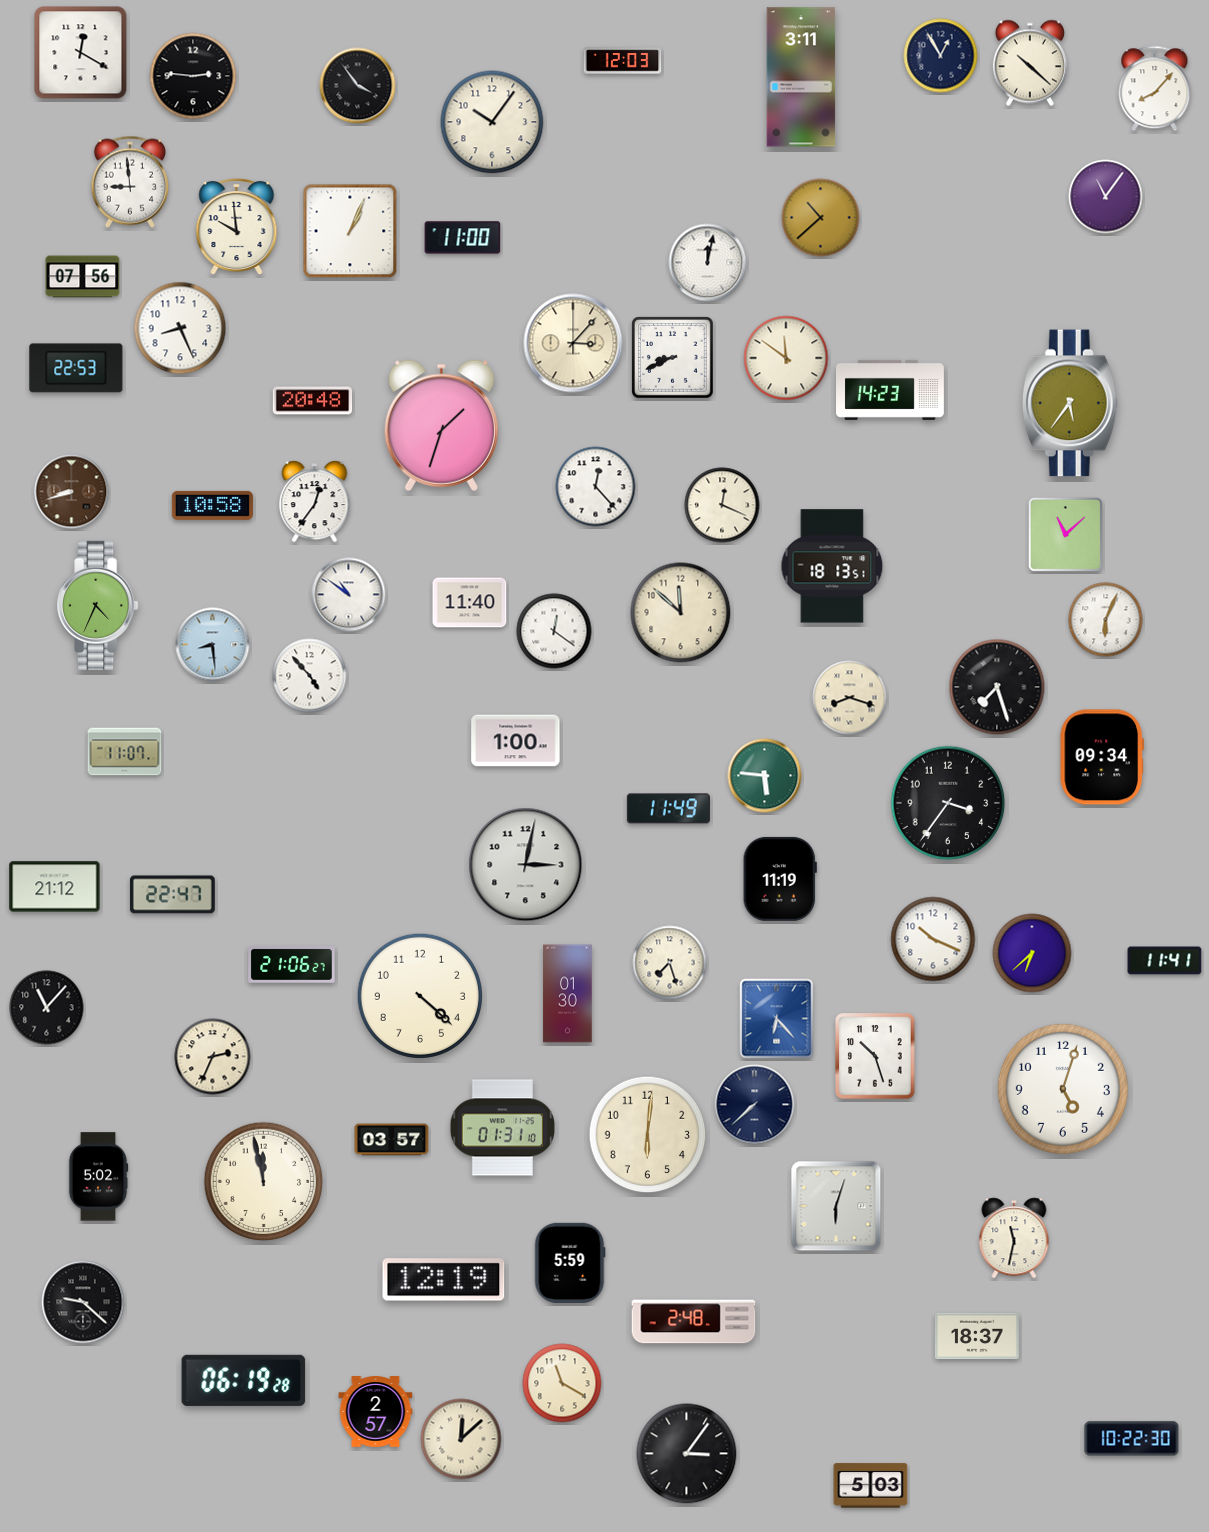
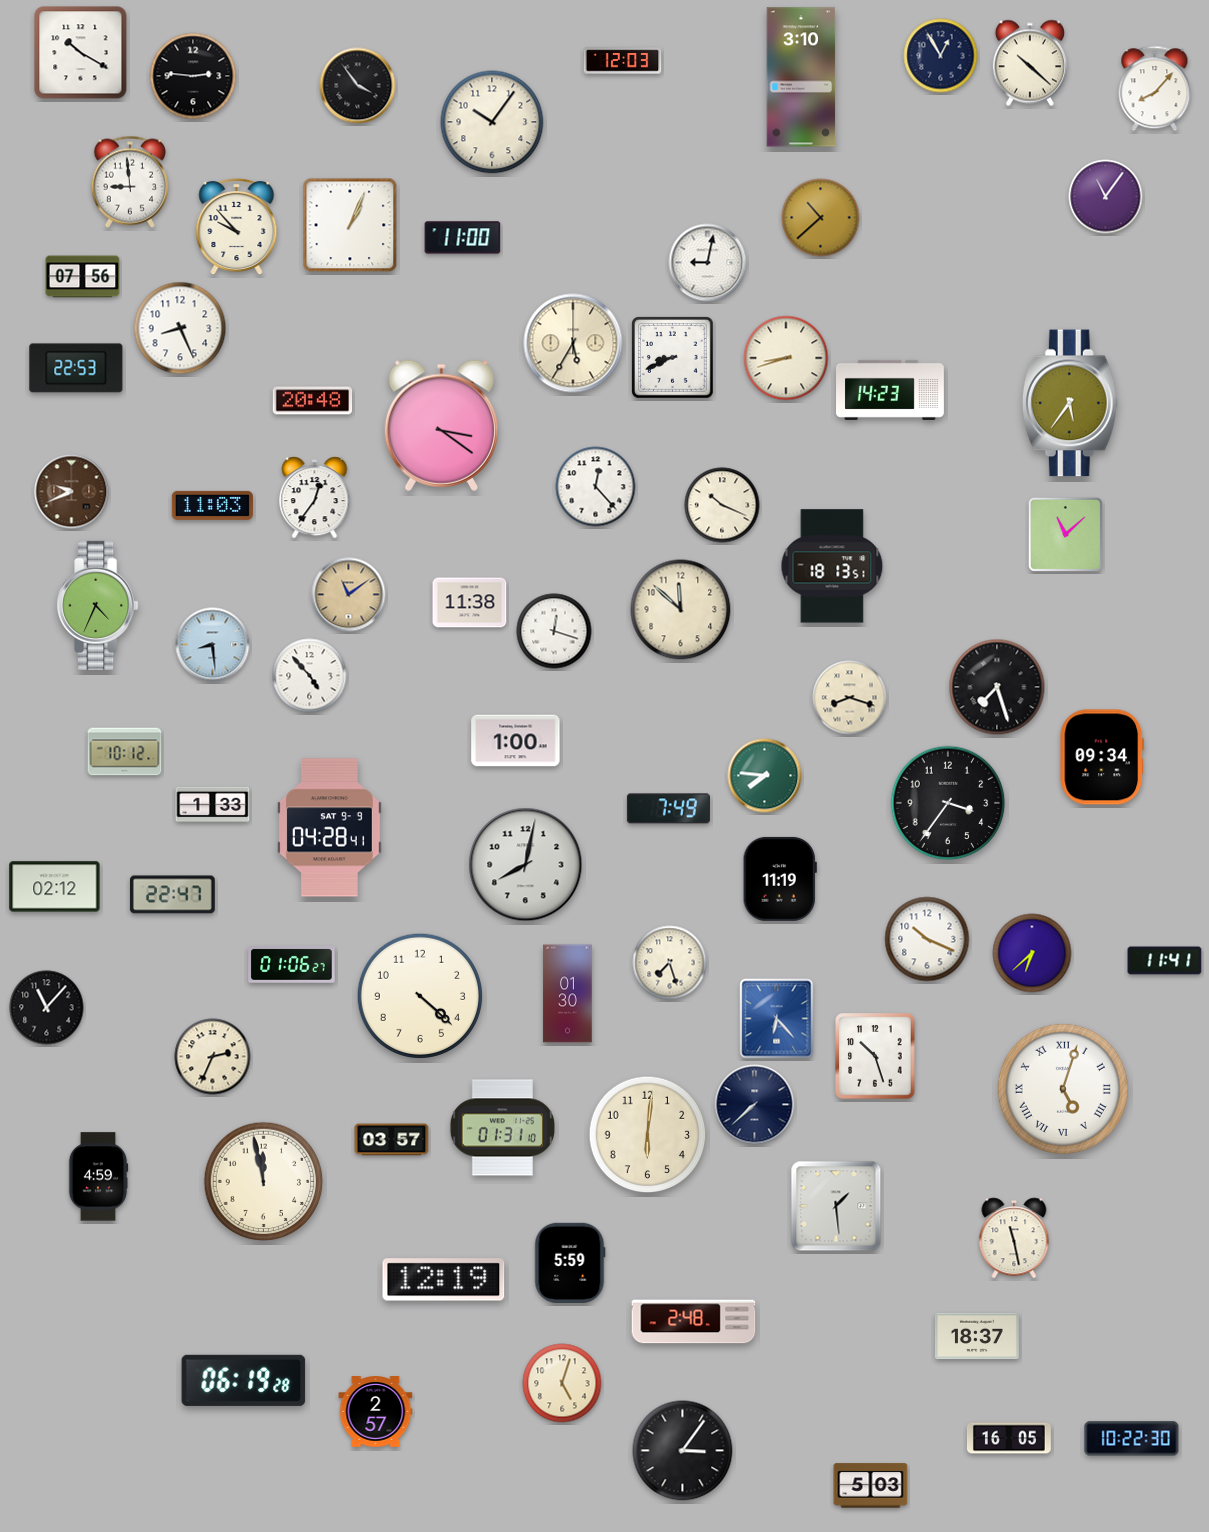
clock at (81, 53): 12:20 -> 10:20
clock at (801, 77): 3:11 -> 3:10
clock at (237, 227): 9:59 -> 9:53
clock at (350, 231) position: (350, 231) -> (350, 225)
clock at (708, 263): 12:02 -> 9:02
clock at (573, 343): 3:07 -> 5:35
clock at (786, 358): 11:51 -> 8:42
clock at (441, 425): 1:33 -> 3:21
clock at (72, 492): 8:42 -> 9:41
clock at (315, 502) position: (315, 502) -> (315, 498)
clock at (212, 505): 10:58 -> 11:03
clock at (722, 505): 12:19 -> 10:19
clock at (349, 595): 10:51 -> 11:09
clock at (349, 595) dial: white -> champagne
clock at (470, 603): 11:40 -> 11:38
clock at (681, 613) position: (681, 613) -> (681, 610)
clock at (1106, 620): 6:04 -> none
clock at (554, 631): 12:21 -> 12:18
clock at (125, 752): 11:07 -> 10:12
clock at (765, 776): 5:46 -> 7:46
clock at (213, 805): none -> 1:33
clock at (668, 809): 11:49 -> 7:49
clock at (330, 828): none -> 04:28
clock at (526, 865): 3:02 -> 8:02
clock at (55, 887): 21:12 -> 02:12
clock at (933, 939) position: (933, 939) -> (927, 939)
clock at (292, 965): 21:06 -> 01:06
clock at (1063, 1089) numerals: Arabic -> Roman
clock at (98, 1177): 5:02 -> 4:59
clock at (836, 1206): 6:03 -> 1:29
clock at (1014, 1238): 11:32 -> 11:28
clock at (83, 1302): 9:22 -> none
clock at (562, 1383): 11:20 -> 5:03
clock at (1009, 1438): none -> 16:05
clock at (461, 1439): 12:08 -> none
clock at (687, 1454) position: (687, 1454) -> (683, 1451)
